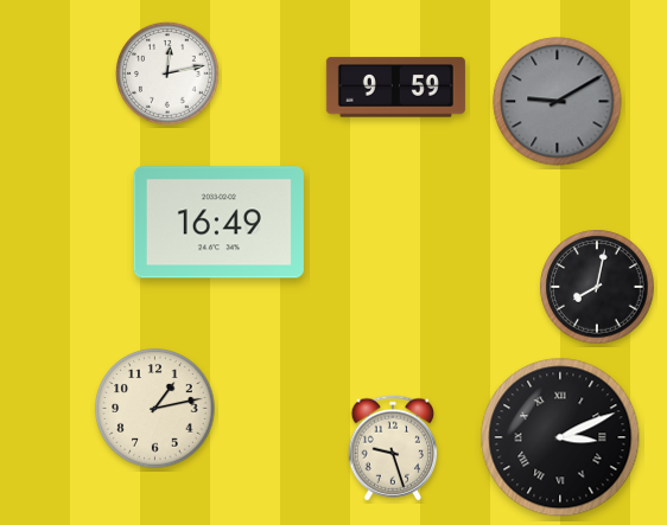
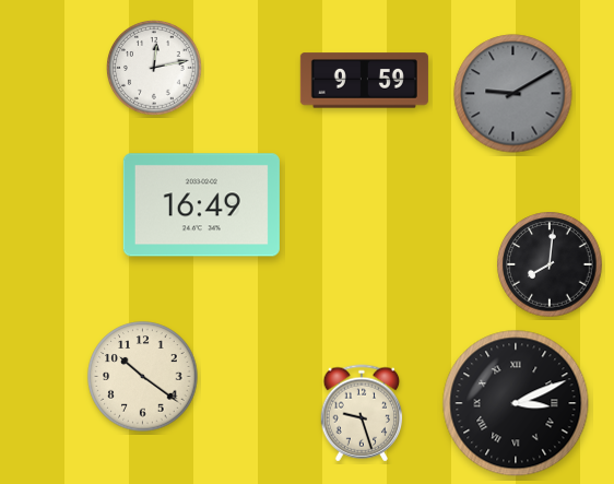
clock at (597, 287): 8:02 -> 8:01
clock at (155, 409): 1:13 -> 10:21
